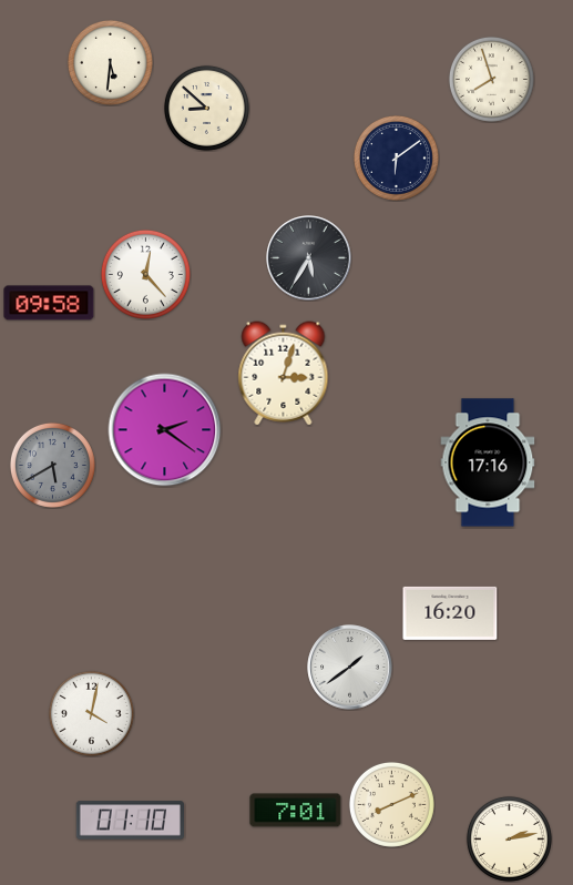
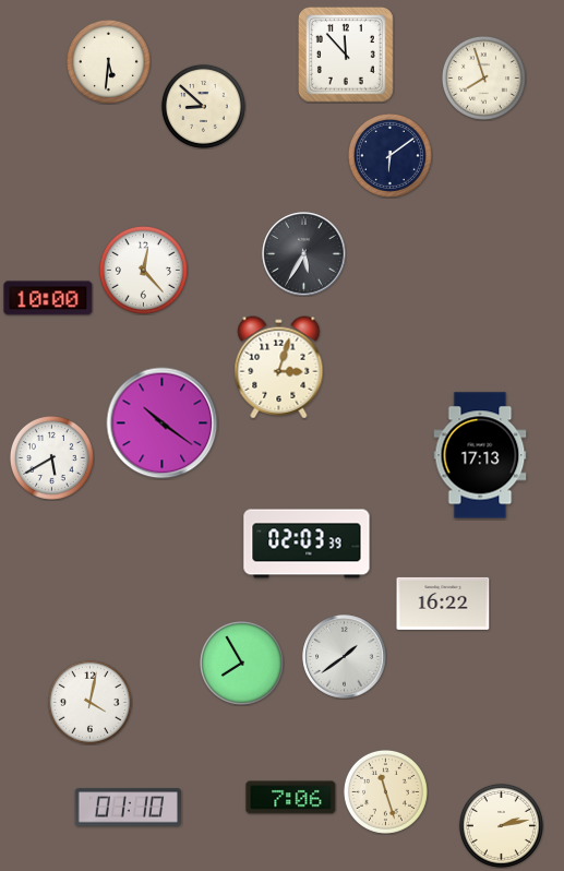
clock at (346, 55): none -> 11:53
clock at (49, 303): 09:58 -> 10:00
clock at (165, 430): 2:21 -> 10:21
clock at (488, 462): 17:16 -> 17:13
clock at (52, 465) dial: grey -> white
clock at (307, 544): none -> 02:03
clock at (450, 613): 16:20 -> 16:22
clock at (241, 663): none -> 7:55
clock at (391, 804): 8:11 -> 11:27
clock at (296, 811): 7:01 -> 7:06
